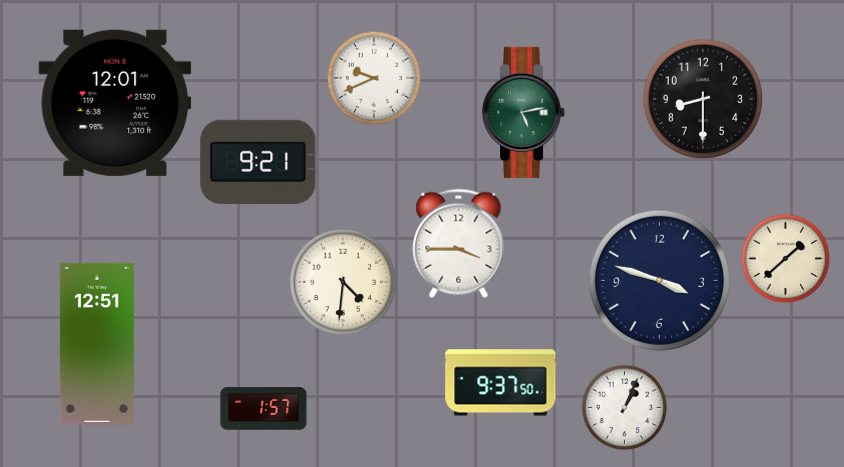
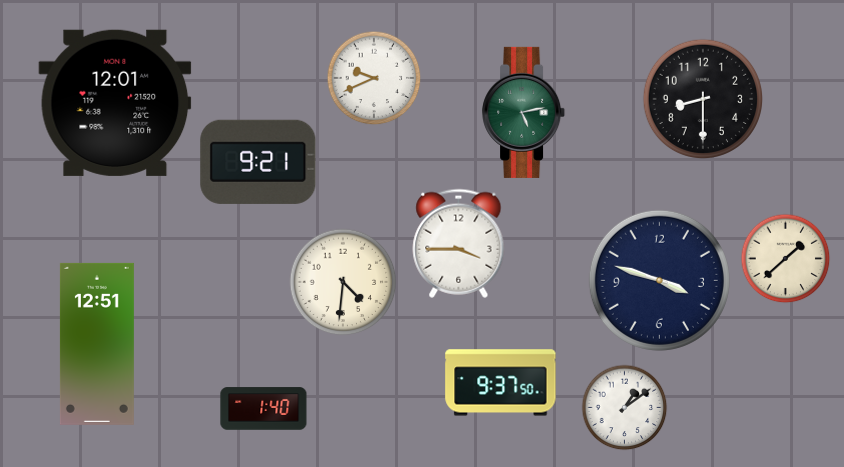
clock at (625, 408): 1:04 -> 1:09
clock at (264, 409): 1:57 -> 1:40
